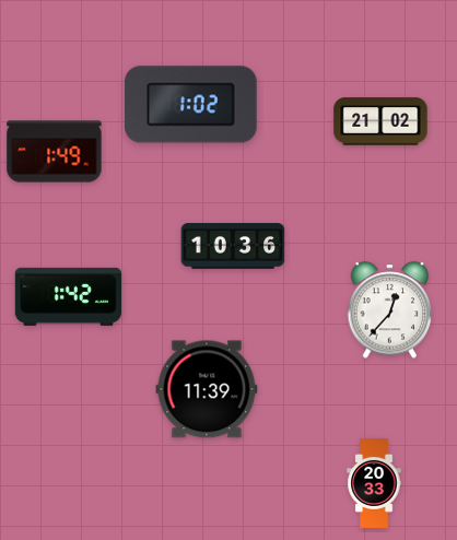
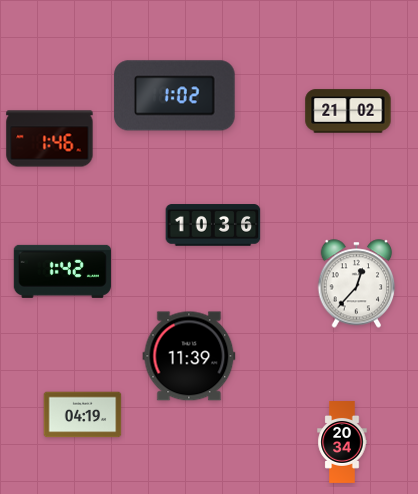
clock at (55, 152): 1:49 -> 1:46
clock at (83, 415): none -> 04:19
clock at (374, 484): 20:33 -> 20:34
